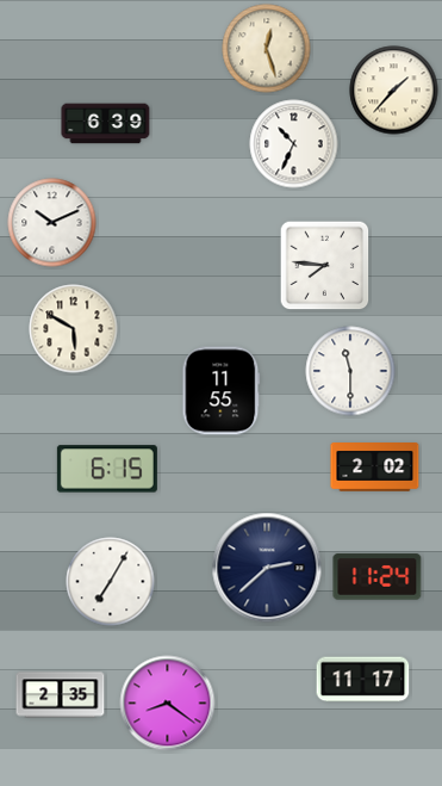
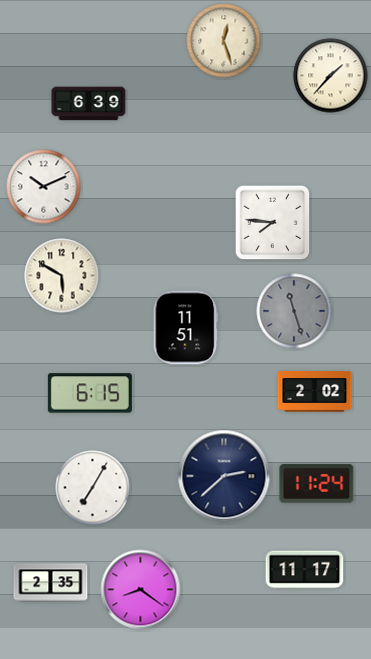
clock at (294, 144): 10:34 -> none
clock at (350, 371): 11:30 -> 11:27
clock at (350, 371) dial: white -> grey
clock at (222, 391): 11:55 -> 11:51
